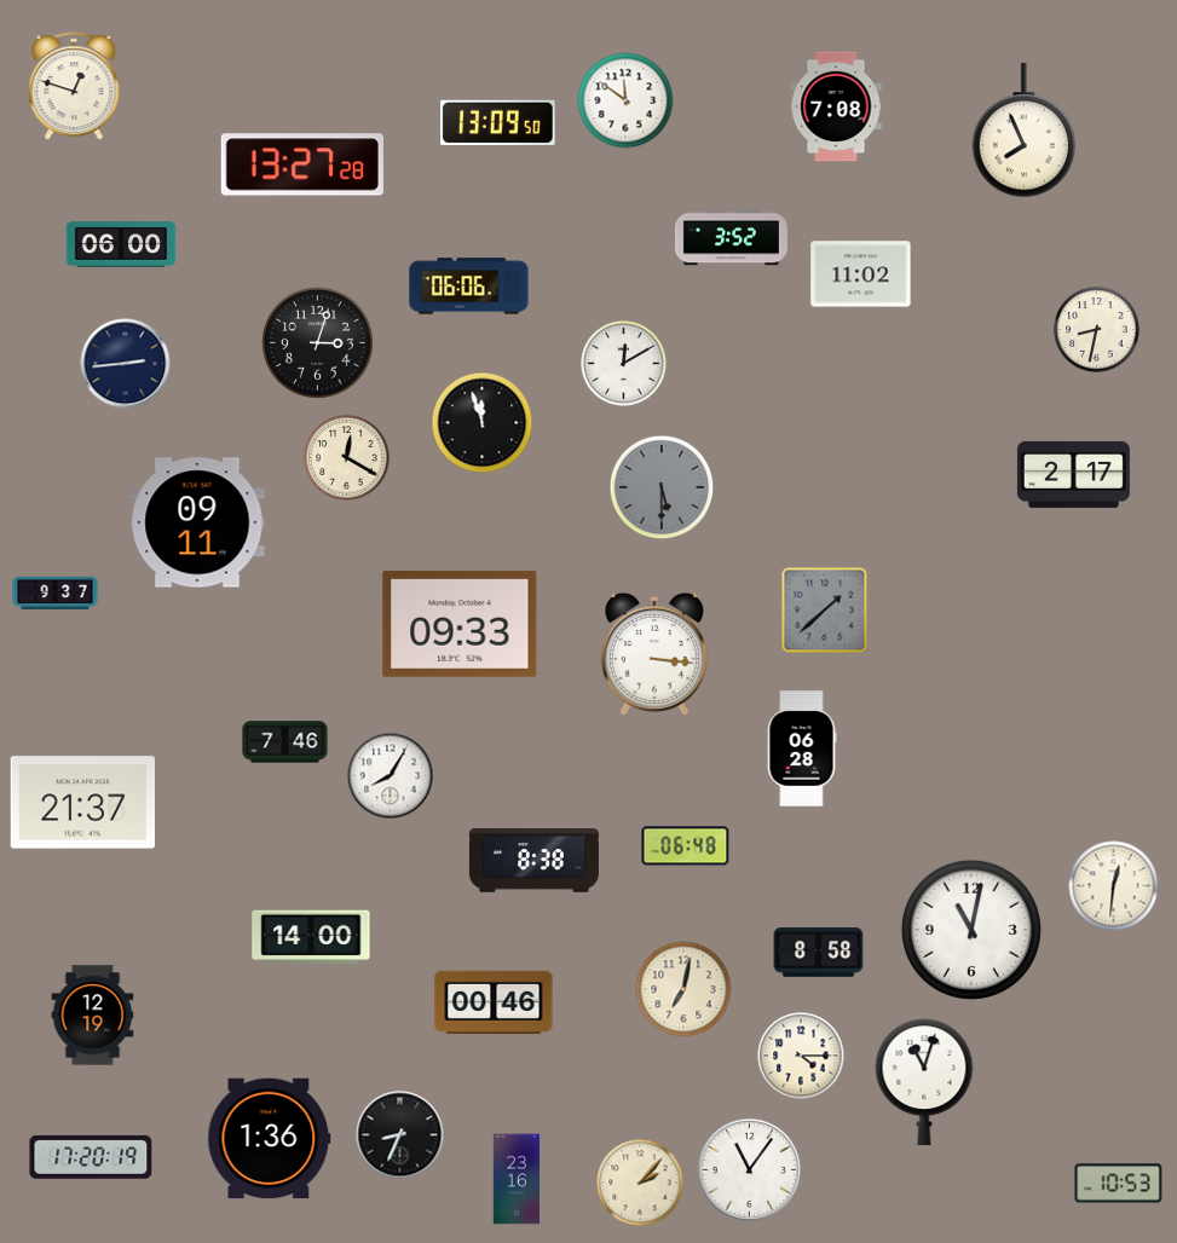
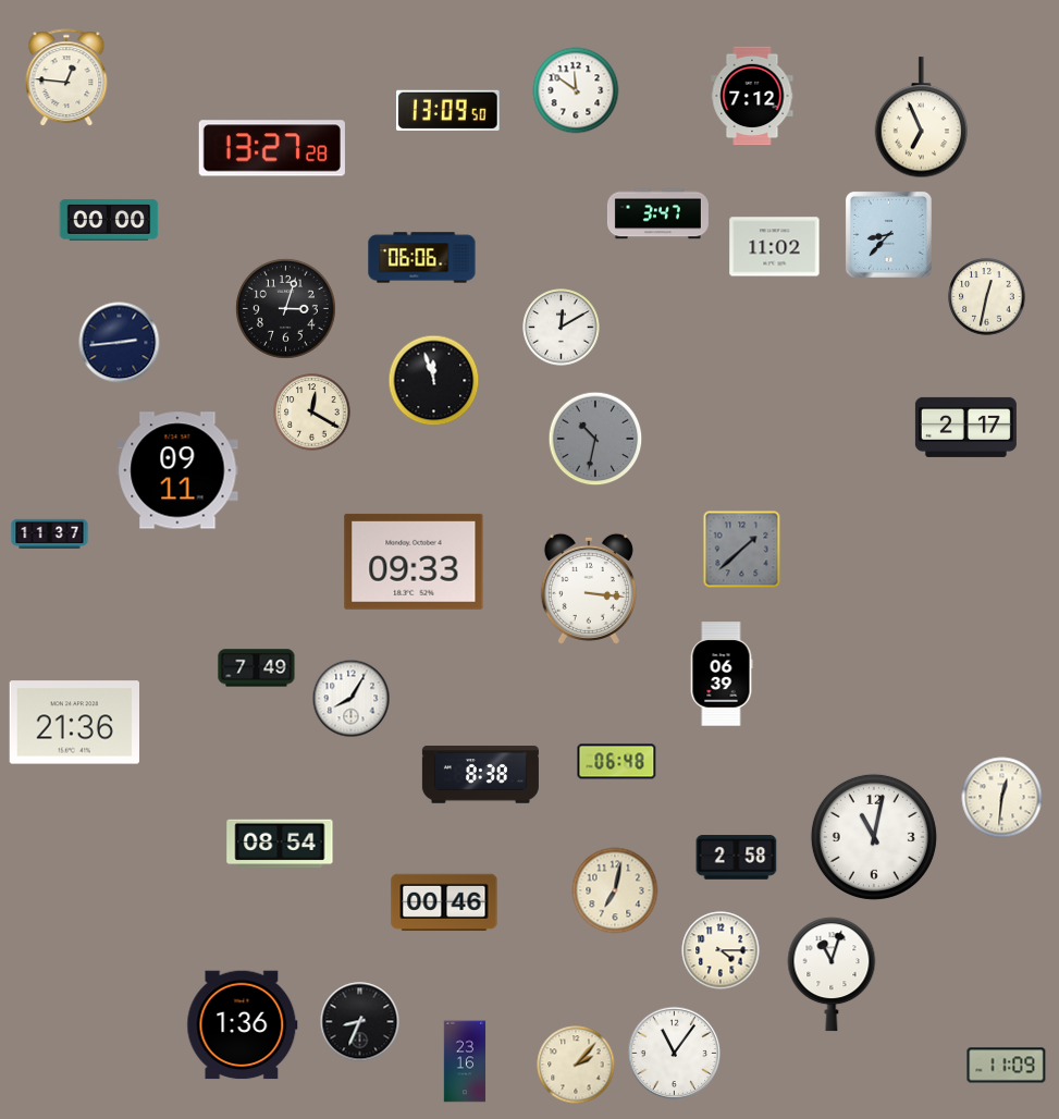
clock at (74, 87): 12:48 -> 12:46
clock at (625, 100) position: (625, 100) -> (576, 90)
clock at (836, 106): 7:08 -> 7:12
clock at (1025, 131): 7:56 -> 6:56
clock at (731, 238): 3:52 -> 3:47
clock at (121, 244): 06:00 -> 00:00
clock at (888, 234): none -> 8:37
clock at (1097, 330): 8:32 -> 12:32
clock at (126, 364) position: (126, 364) -> (120, 343)
clock at (662, 487): 5:30 -> 10:32
clock at (56, 594): 9:37 -> 11:37
clock at (285, 742): 7:46 -> 7:49
clock at (802, 748): 06:28 -> 06:39
clock at (82, 803): 21:37 -> 21:36
clock at (311, 937): 14:00 -> 08:54
clock at (819, 953): 8:58 -> 2:58
clock at (93, 1016): 12:19 -> none
clock at (91, 1157): 17:20 -> none
clock at (1119, 1184): 10:53 -> 11:09
